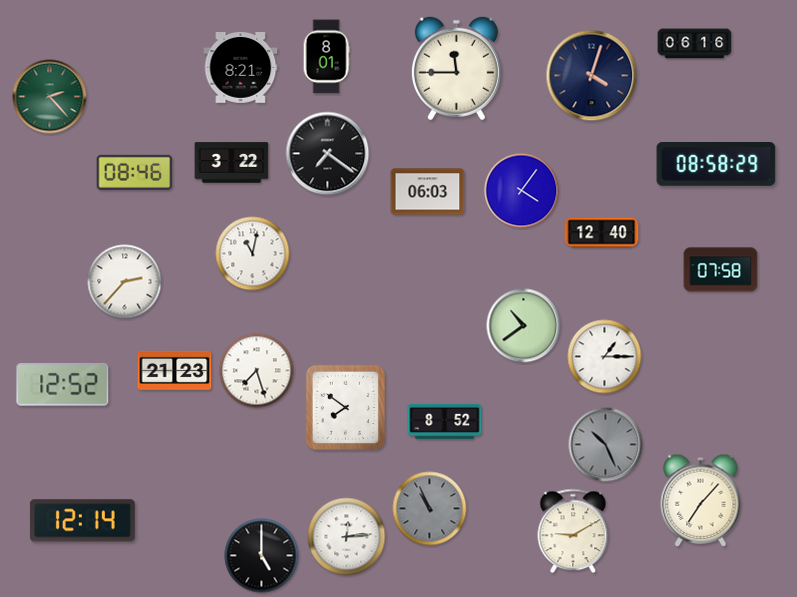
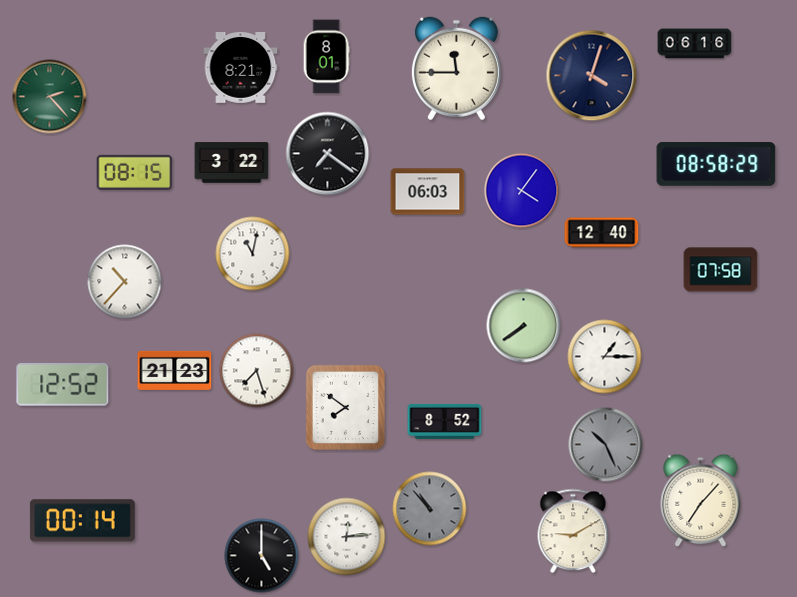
clock at (135, 172): 08:46 -> 08:15
clock at (125, 282): 2:37 -> 10:37
clock at (524, 326): 10:39 -> 7:39
clock at (430, 509): 10:56 -> 10:53
clock at (82, 521): 12:14 -> 00:14
